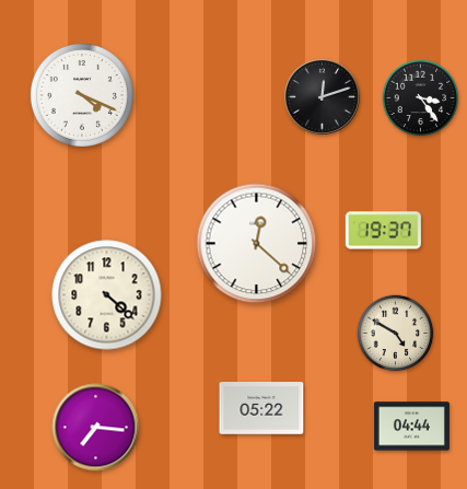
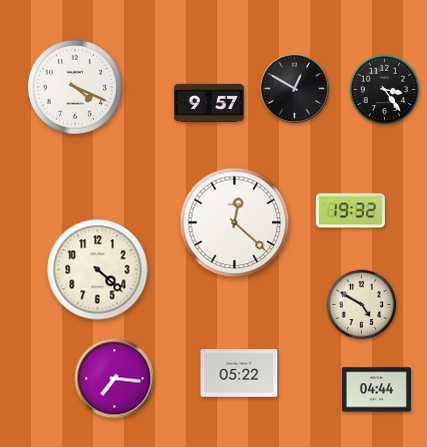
clock at (322, 96): 12:12 -> 12:50
clock at (209, 103): none -> 9:57
clock at (383, 231): 19:37 -> 19:32
clock at (96, 428) position: (96, 428) -> (115, 379)
